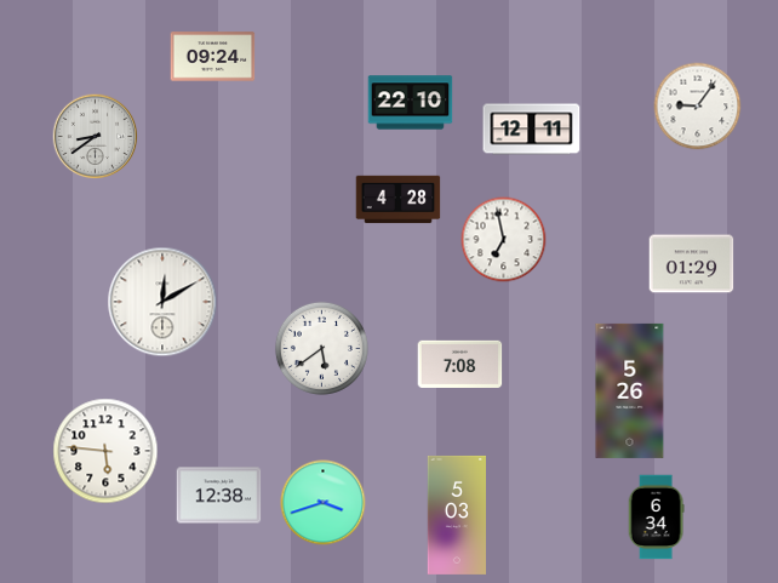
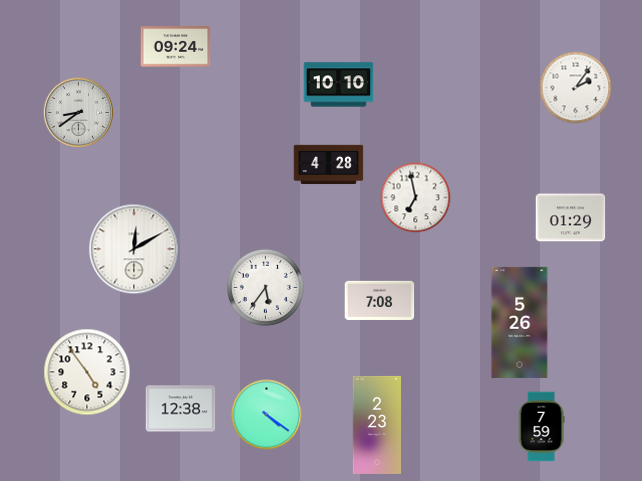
clock at (411, 103): 22:10 -> 10:10
clock at (698, 107): 9:06 -> 2:06
clock at (532, 130): 12:11 -> none
clock at (321, 348): 5:39 -> 5:36
clock at (105, 451): 5:46 -> 4:54
clock at (324, 503): 3:42 -> 4:21
clock at (457, 515): 5:03 -> 2:23
clock at (656, 518): 6:34 -> 7:59
